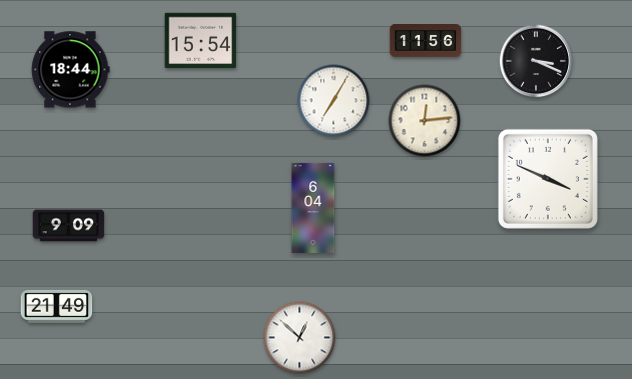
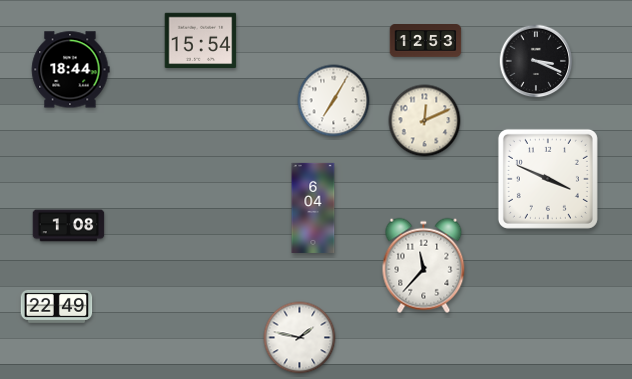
clock at (426, 41): 11:56 -> 12:53
clock at (425, 121): 12:14 -> 12:11
clock at (69, 226): 9:09 -> 1:08
clock at (424, 266): none -> 11:37
clock at (57, 307): 21:49 -> 22:49
clock at (300, 338): 12:52 -> 1:47
